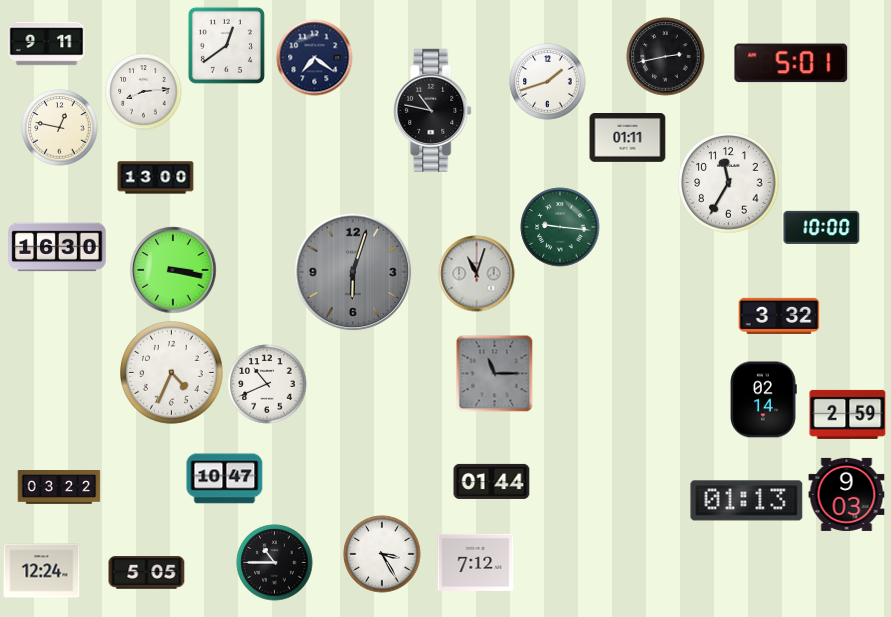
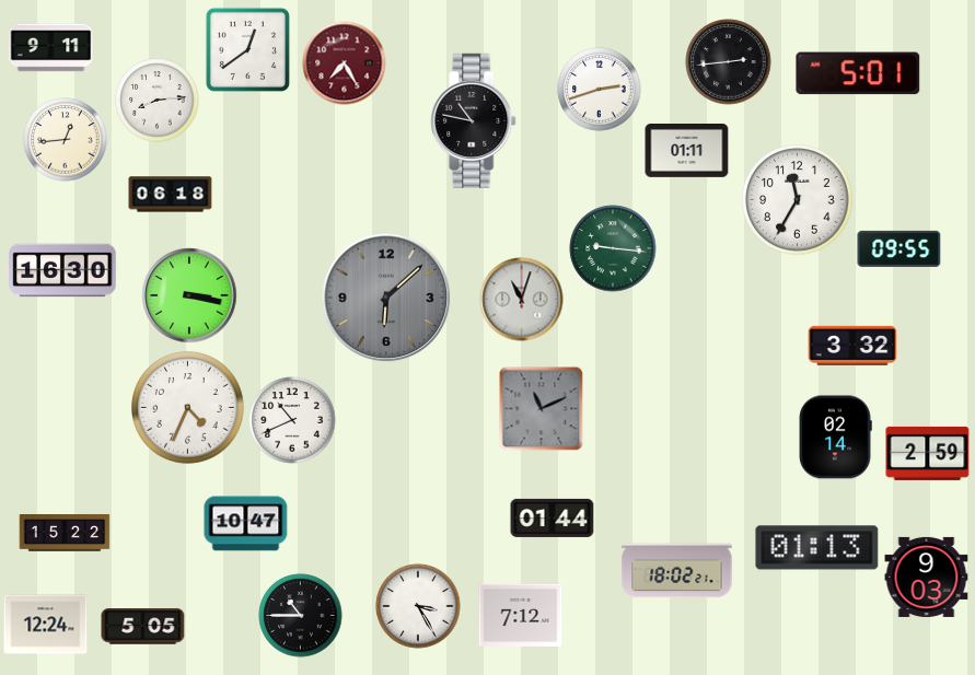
clock at (666, 57): 2:43 -> 2:44
clock at (315, 58): 7:21 -> 7:25
clock at (315, 58) dial: navy -> burgundy
clock at (791, 63) position: (791, 63) -> (858, 73)
clock at (548, 82): 1:42 -> 2:42
clock at (60, 128): 12:47 -> 12:44
clock at (156, 178): 13:00 -> 06:18
clock at (822, 227): 10:00 -> 09:55
clock at (353, 272): 6:03 -> 6:08
clock at (494, 373): 11:15 -> 11:11
clock at (492, 481) position: (492, 481) -> (553, 517)
clock at (59, 488): 03:22 -> 15:22
clock at (847, 494) position: (847, 494) -> (927, 577)
clock at (677, 571): none -> 18:02
clock at (147, 573) position: (147, 573) -> (143, 627)
